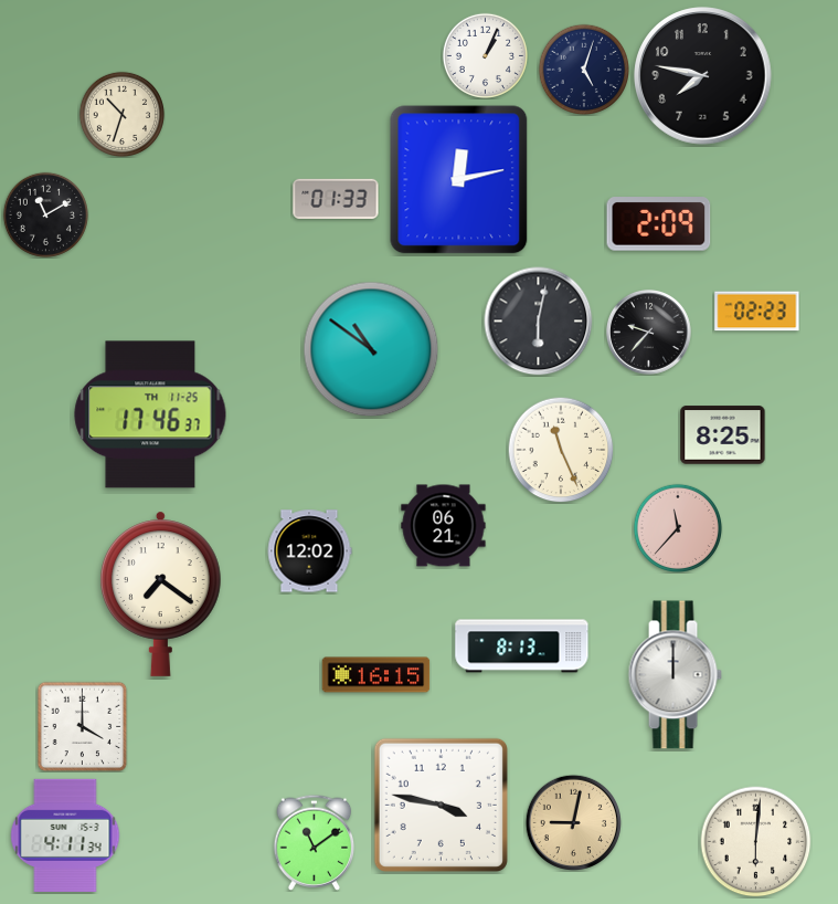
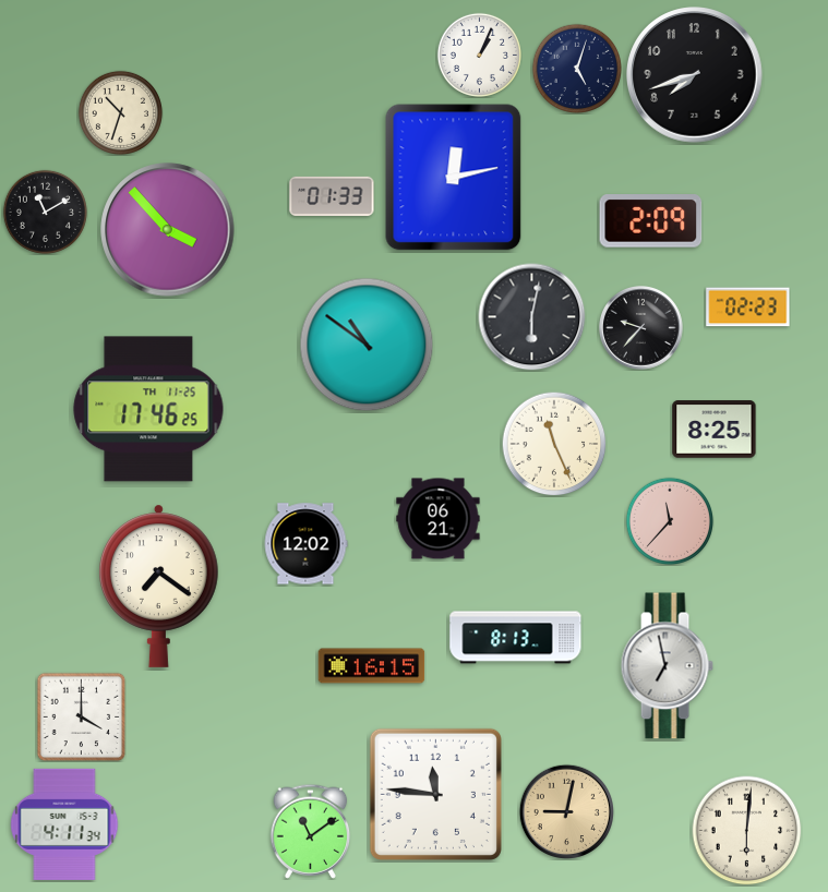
clock at (703, 76): 7:47 -> 7:42
clock at (168, 230): none -> 3:53
clock at (150, 414): 17:46:37 -> 17:46:25
clock at (675, 675): 12:00 -> 6:58
clock at (441, 805): 3:47 -> 11:46
